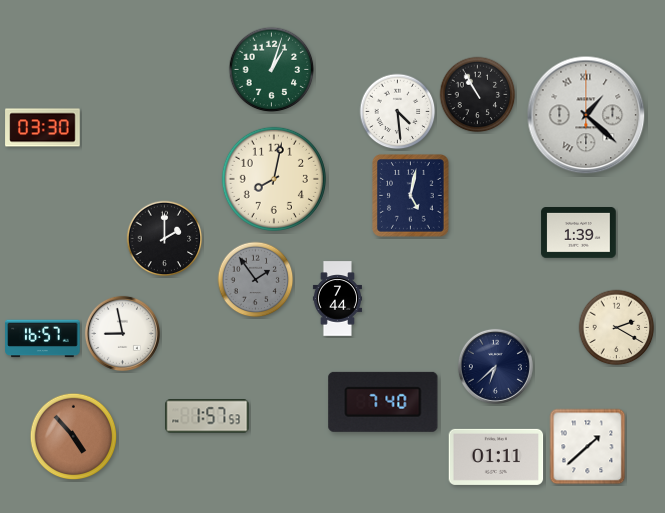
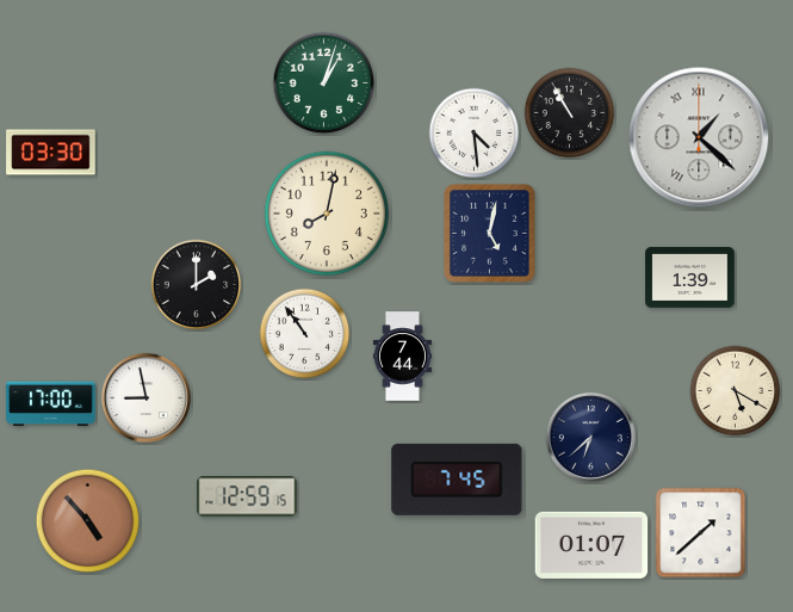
clock at (256, 280): 1:54 -> 10:54
clock at (256, 280) dial: grey -> white
clock at (617, 328): 2:20 -> 5:20
clock at (43, 339): 16:57 -> 17:00
clock at (383, 402): 7:40 -> 7:45
clock at (207, 416): 1:57 -> 12:59
clock at (496, 457): 01:11 -> 01:07
